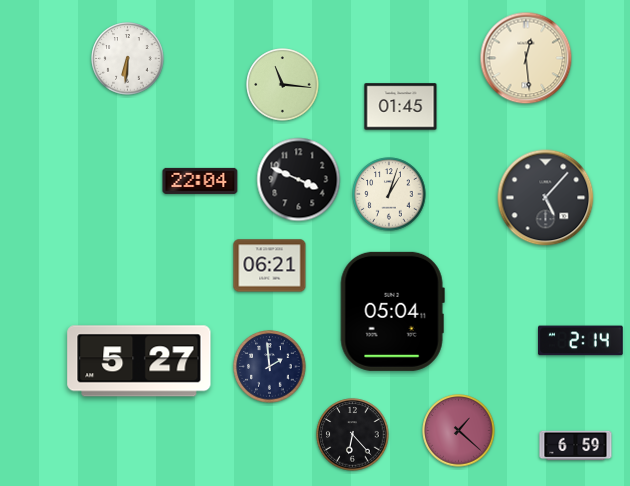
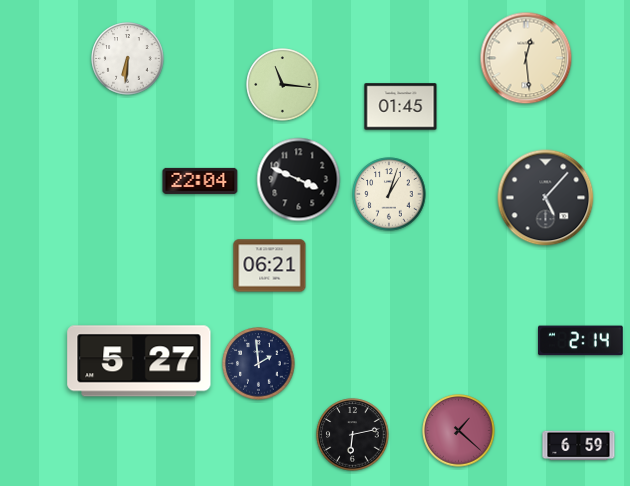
clock at (392, 311): 05:04 -> none
clock at (270, 367) position: (270, 367) -> (259, 364)
clock at (353, 435): 6:23 -> 6:13
clock at (576, 446) position: (576, 446) -> (579, 446)
